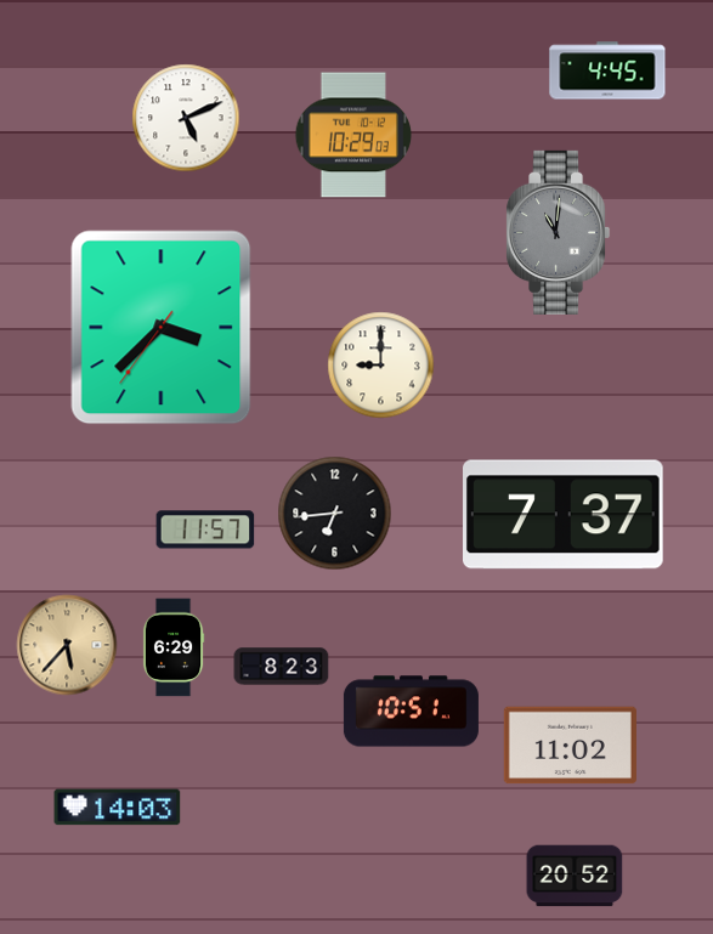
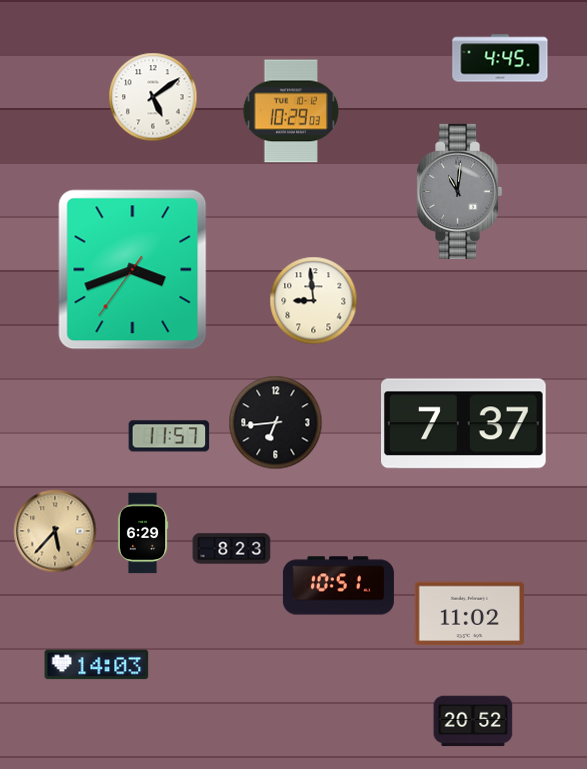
clock at (186, 118): 5:11 -> 5:09
clock at (162, 328): 3:37 -> 3:41
clock at (381, 366): 9:00 -> 8:59
